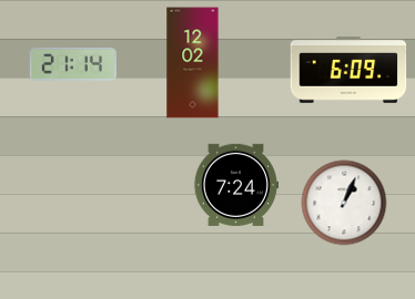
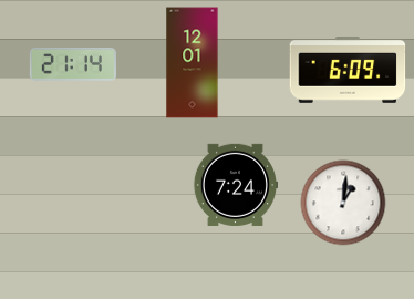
clock at (193, 63): 12:02 -> 12:01
clock at (344, 203): 1:04 -> 1:01
